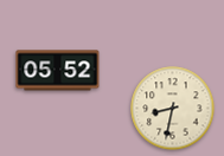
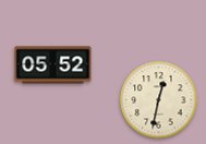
clock at (173, 109): 8:32 -> 12:32
